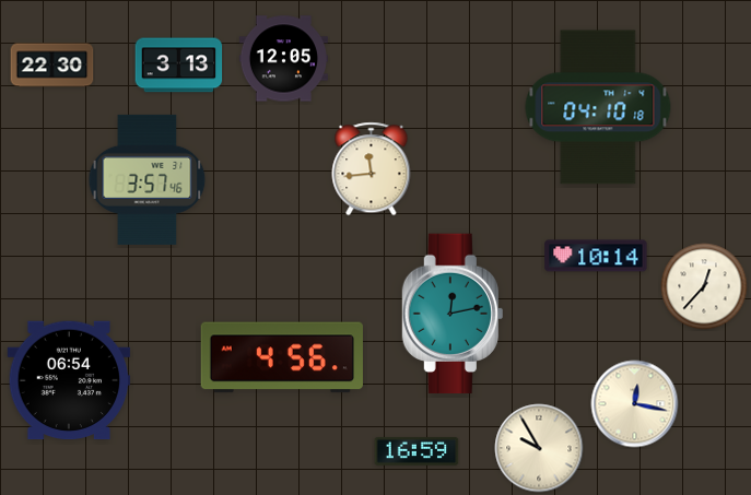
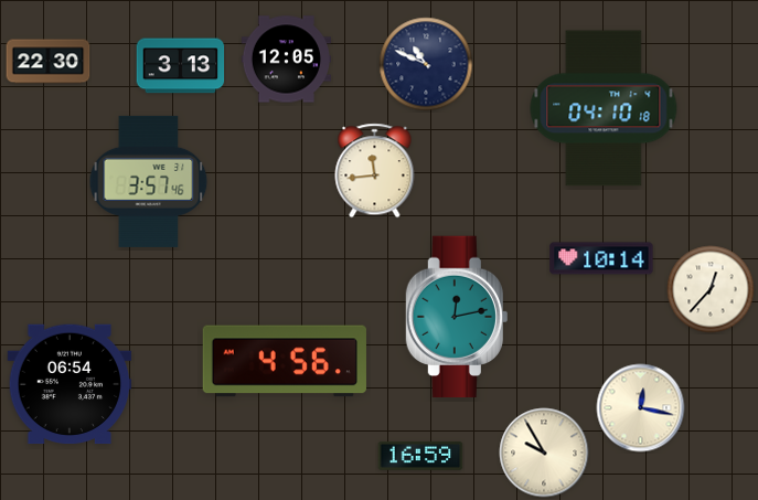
clock at (426, 64): none -> 10:49
clock at (52, 66) position: (52, 66) -> (49, 62)
